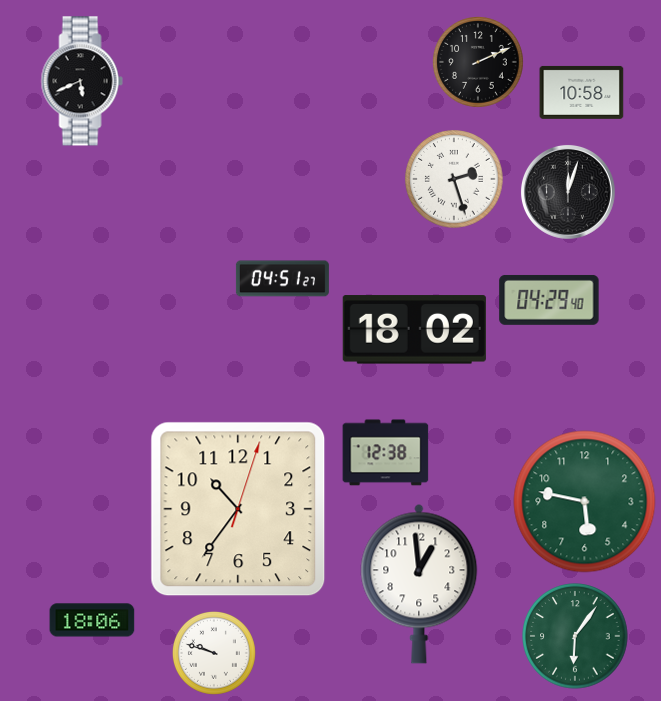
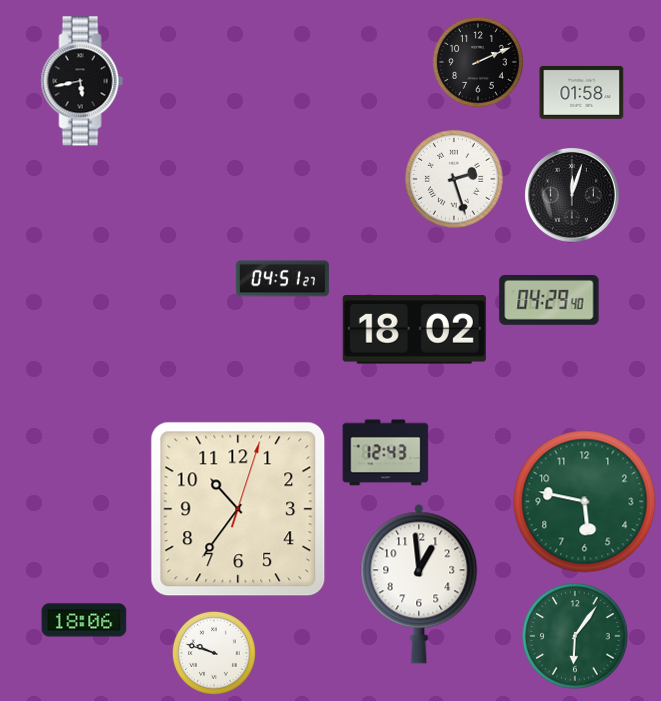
clock at (82, 81): 5:41 -> 5:43
clock at (582, 92): 10:58 -> 01:58
clock at (568, 192) position: (568, 192) -> (572, 195)
clock at (386, 453): 12:38 -> 12:43
clock at (92, 620) position: (92, 620) -> (84, 620)
